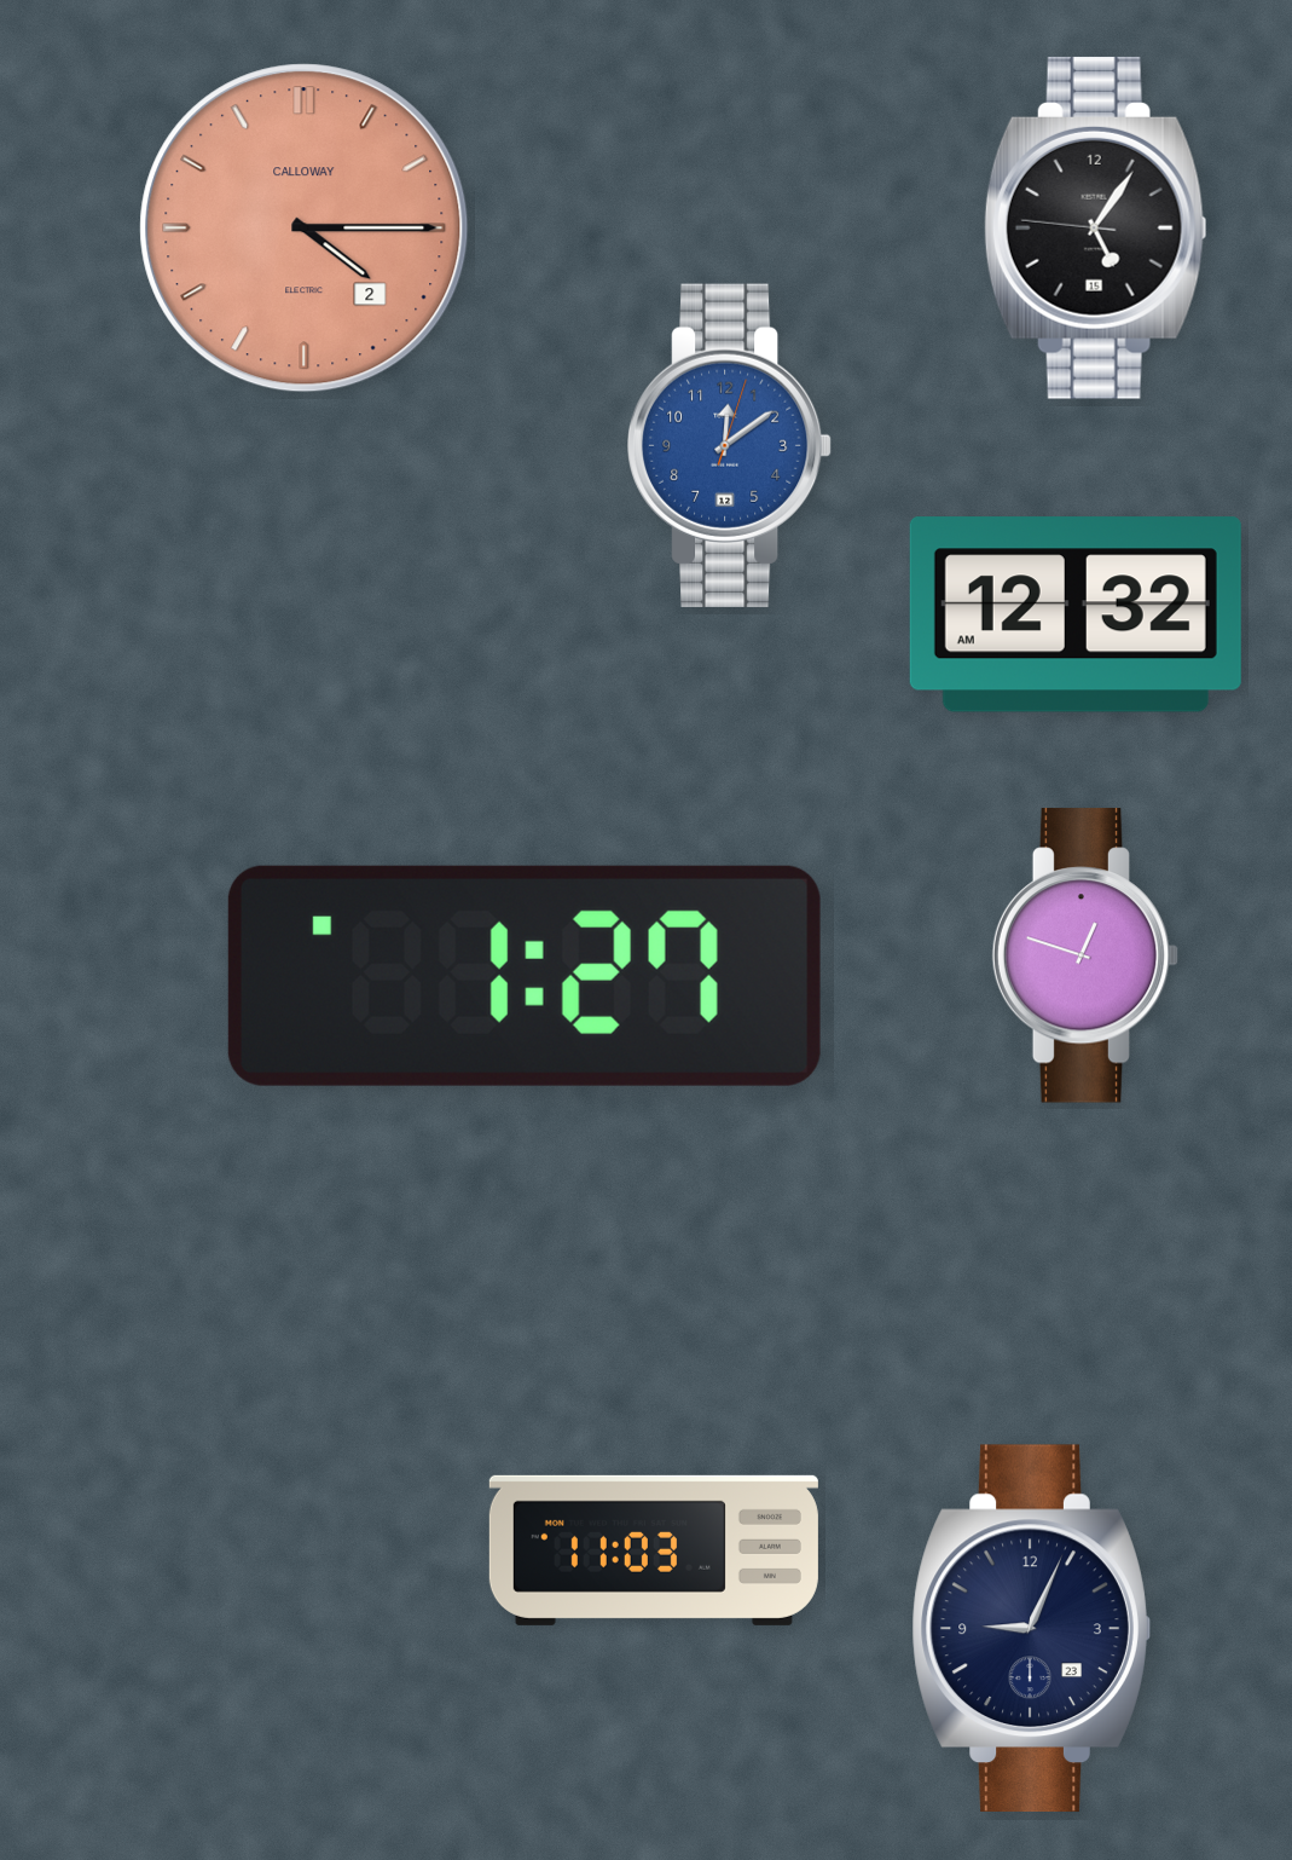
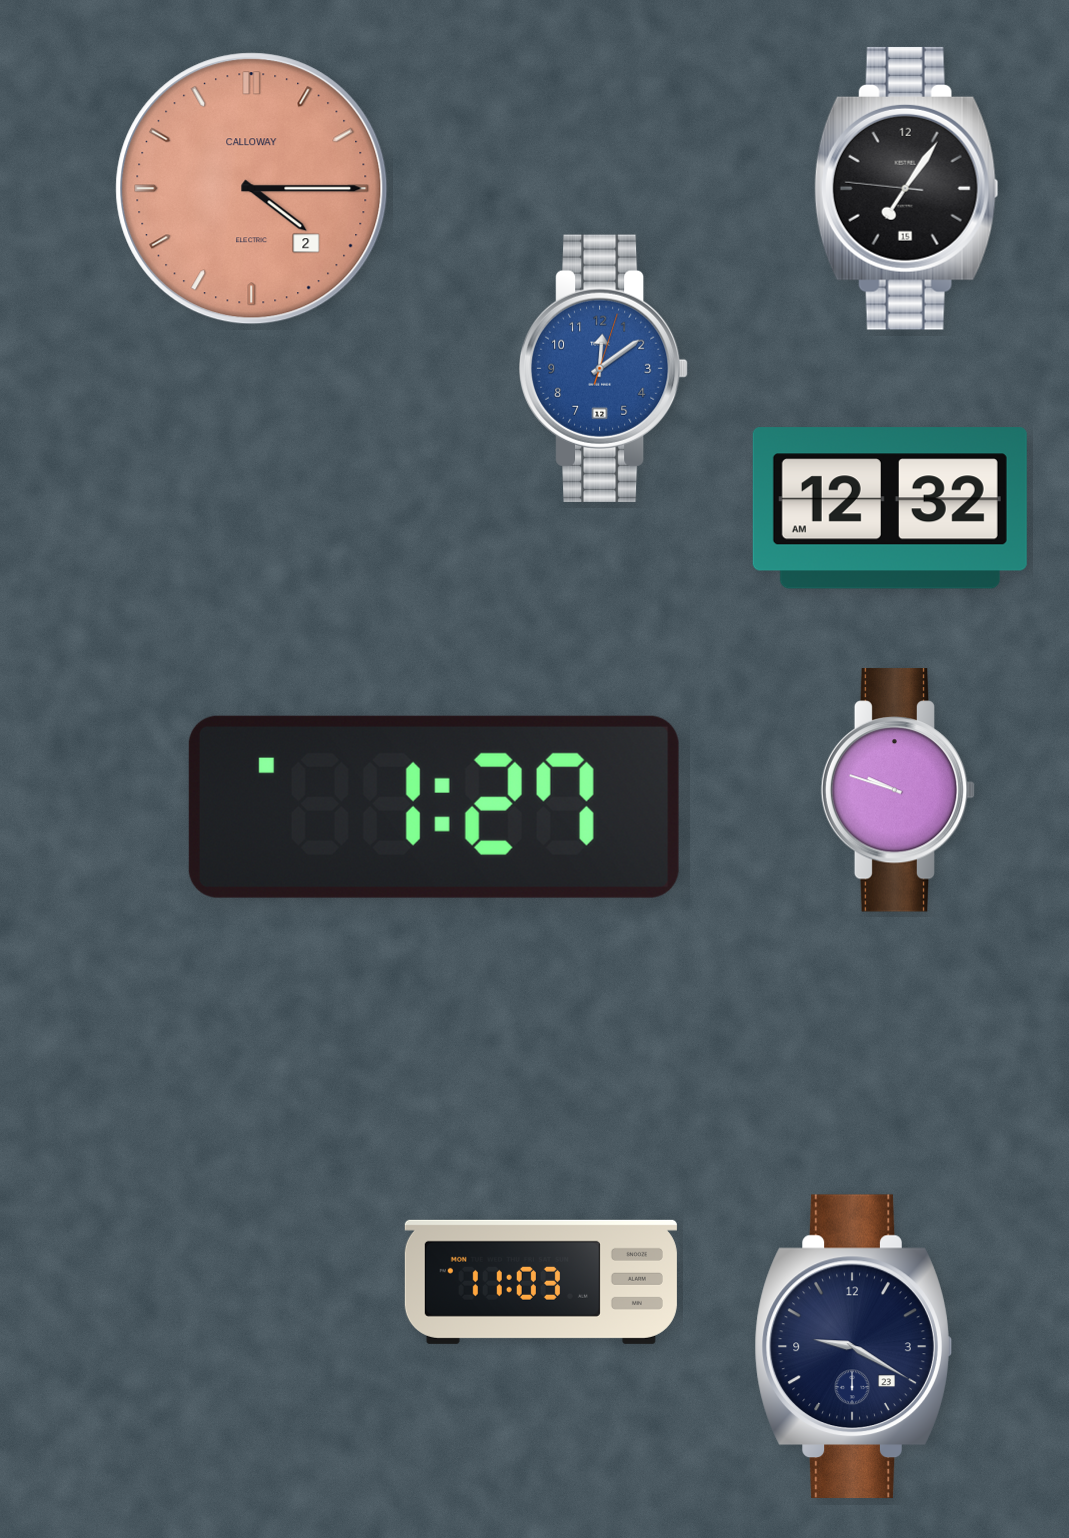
clock at (1095, 227): 5:05 -> 7:05
clock at (1085, 955): 12:48 -> 9:48
clock at (1031, 1628): 9:04 -> 9:20
